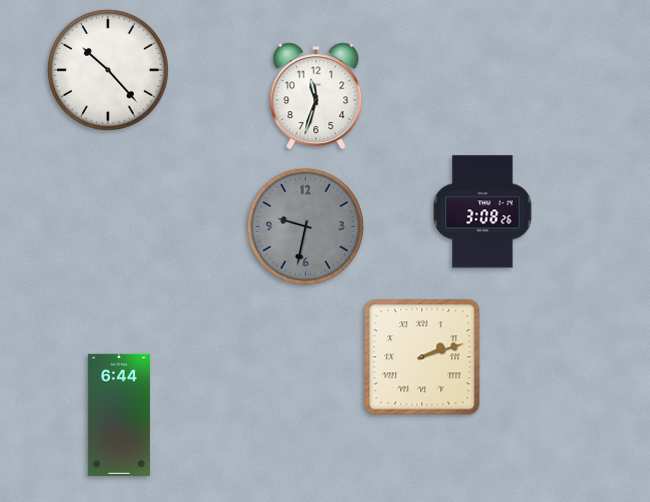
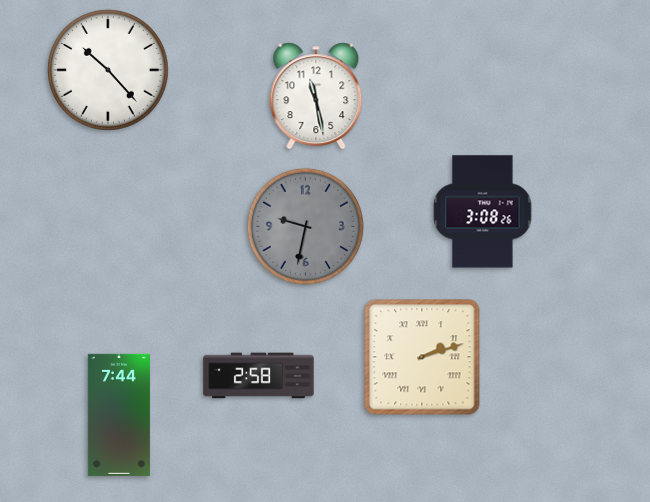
clock at (316, 96): 11:33 -> 11:28
clock at (259, 376): none -> 2:58
clock at (119, 415): 6:44 -> 7:44
